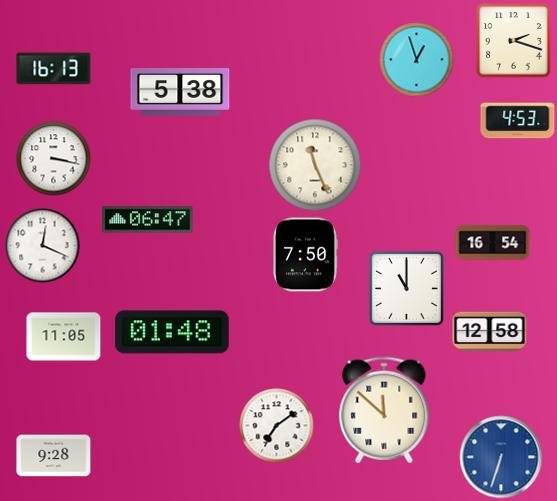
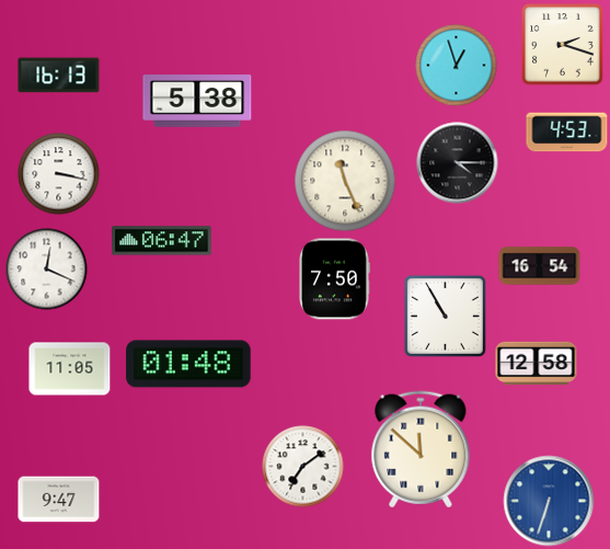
clock at (458, 163): none -> 4:15
clock at (406, 288): 11:00 -> 10:55
clock at (54, 456): 9:28 -> 9:47
